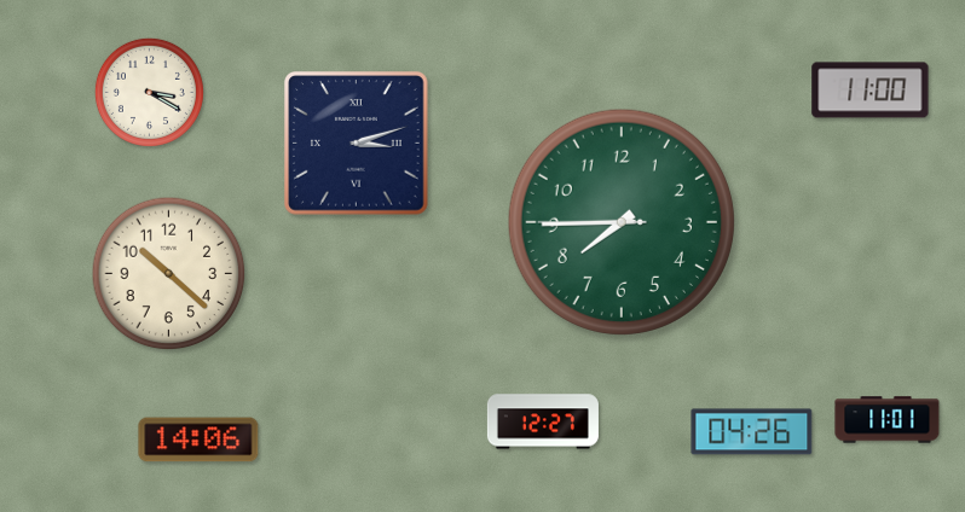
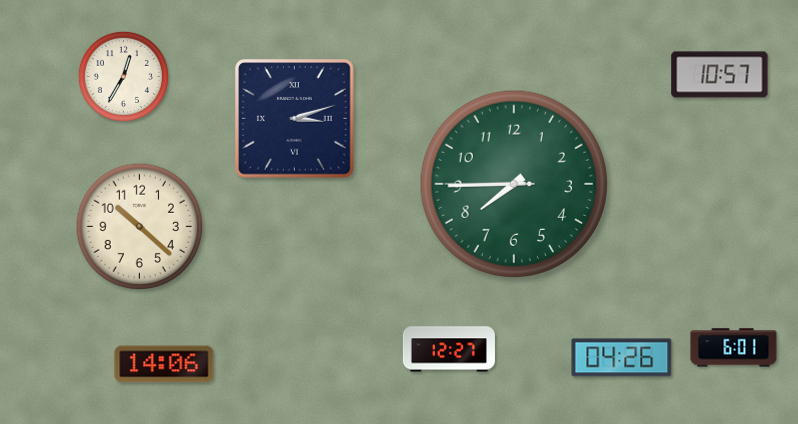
clock at (871, 91): 11:00 -> 10:57
clock at (149, 92): 3:20 -> 12:35
clock at (888, 420): 11:01 -> 6:01
